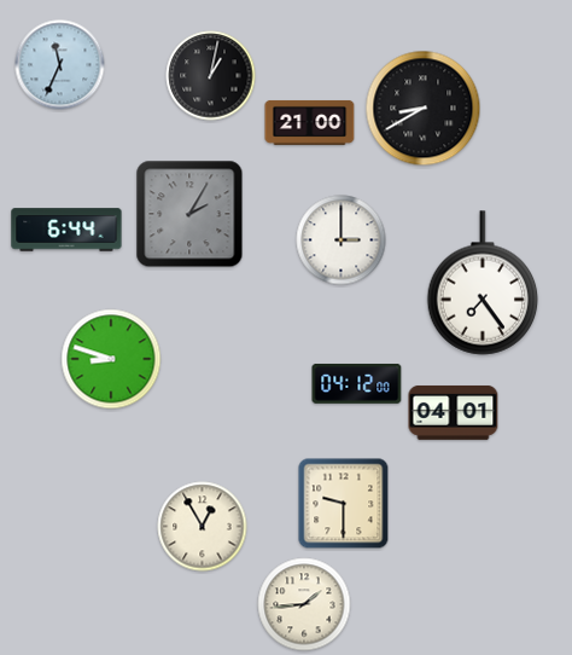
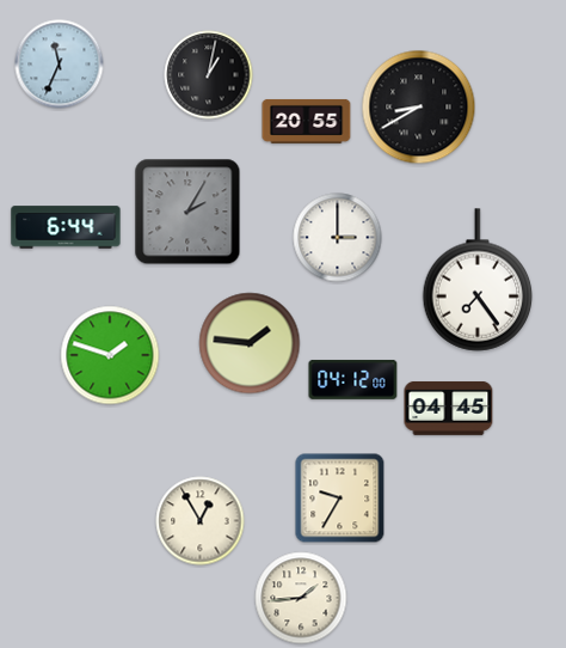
clock at (310, 122): 21:00 -> 20:55
clock at (250, 343): none -> 1:46
clock at (111, 359): 8:48 -> 1:48
clock at (454, 412): 04:01 -> 04:45
clock at (344, 504): 9:30 -> 9:35
